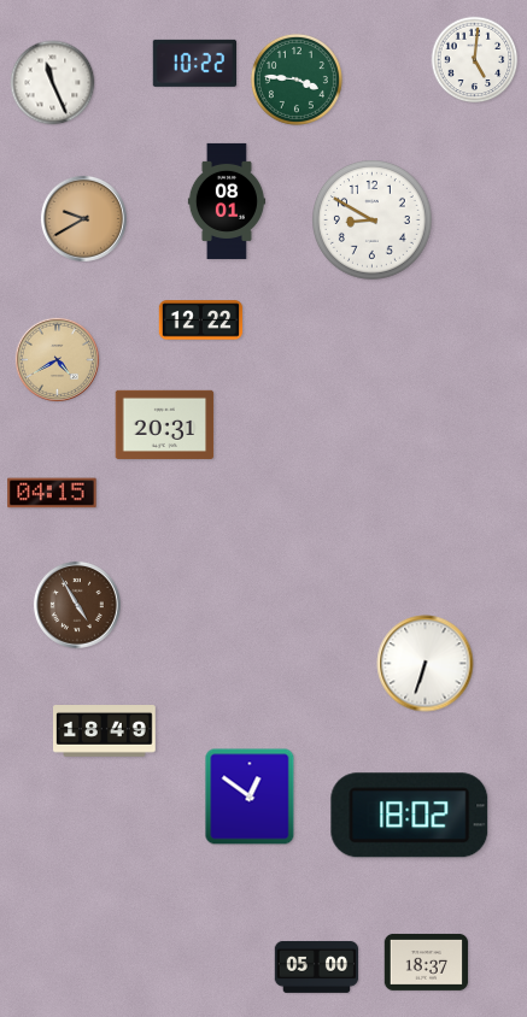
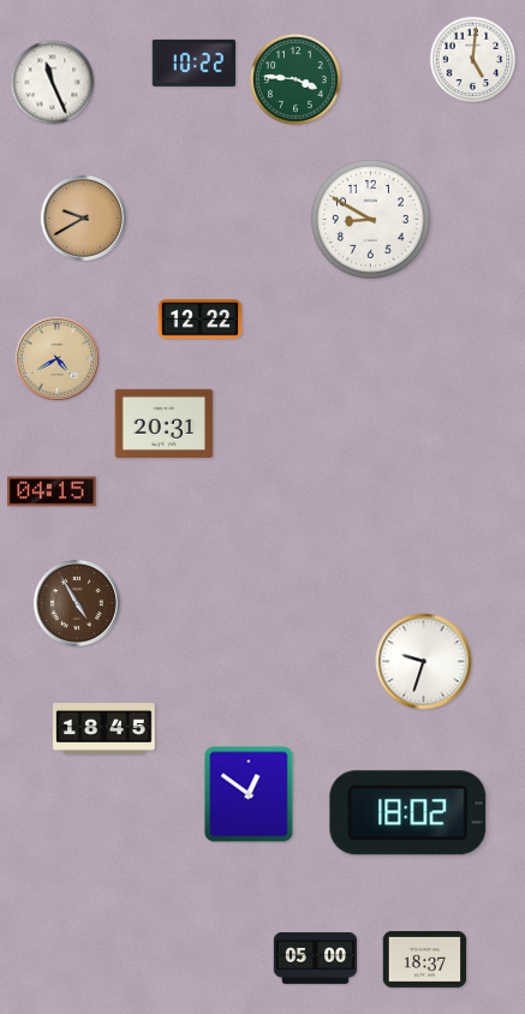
clock at (227, 201): 08:01 -> none
clock at (426, 664): 6:33 -> 9:33
clock at (105, 731): 18:49 -> 18:45
clock at (317, 966) position: (317, 966) -> (316, 958)
